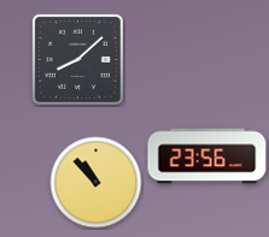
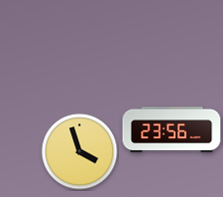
clock at (77, 59): 8:08 -> none
clock at (97, 183): 10:53 -> 3:57
